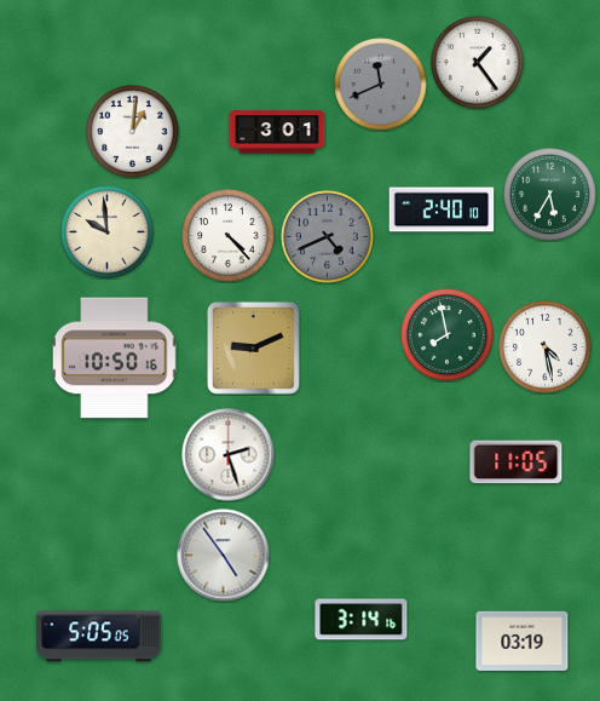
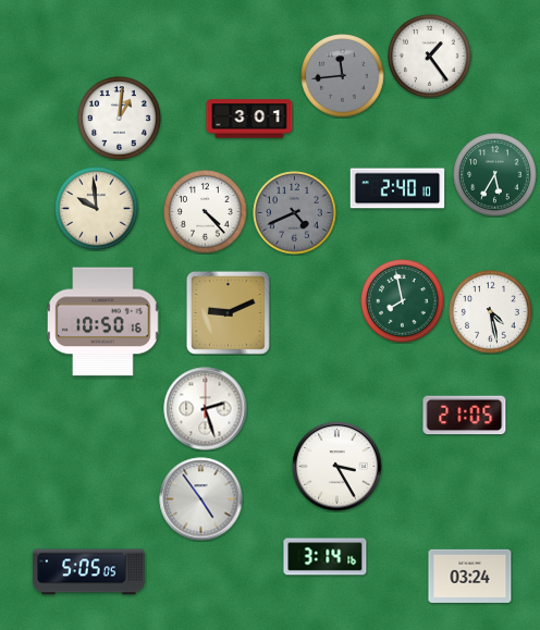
clock at (381, 85): 11:41 -> 11:44
clock at (517, 462): 11:05 -> 21:05
clock at (337, 467): none -> 3:25
clock at (523, 640): 03:19 -> 03:24
